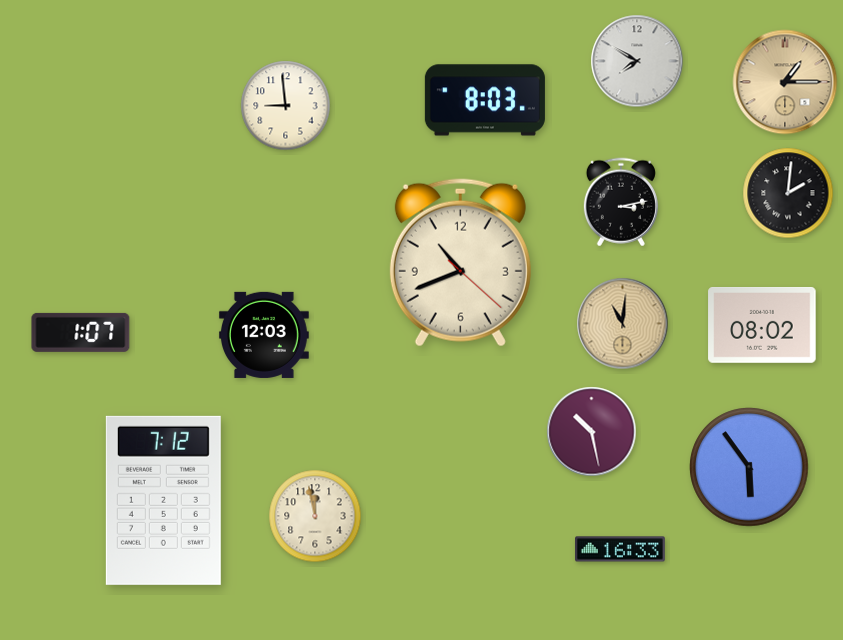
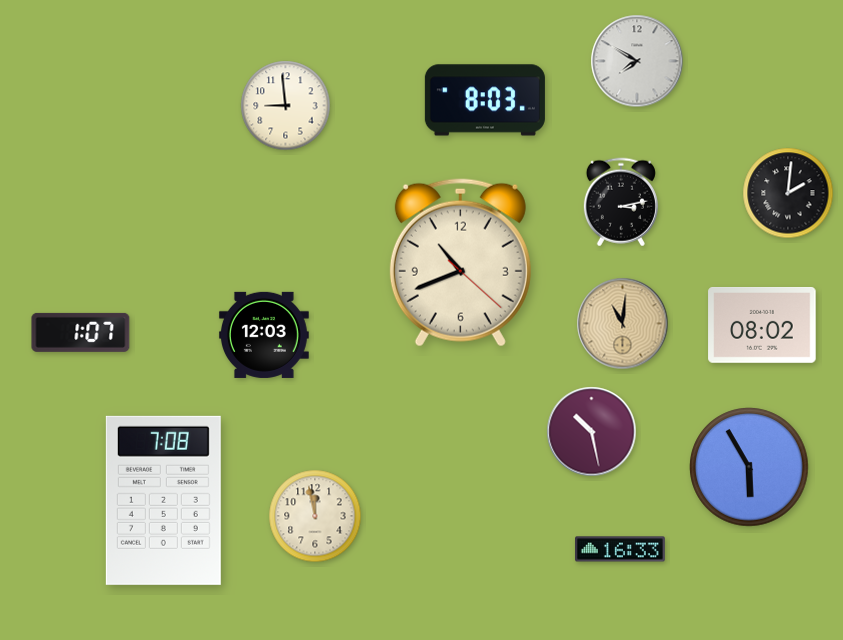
clock at (785, 82): 1:15 -> none
clock at (749, 467): 5:54 -> 5:55
clock at (163, 500): 7:12 -> 7:08
